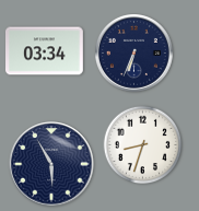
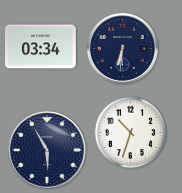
clock at (134, 54): 6:34 -> 6:31
clock at (143, 145): 8:33 -> 10:33
